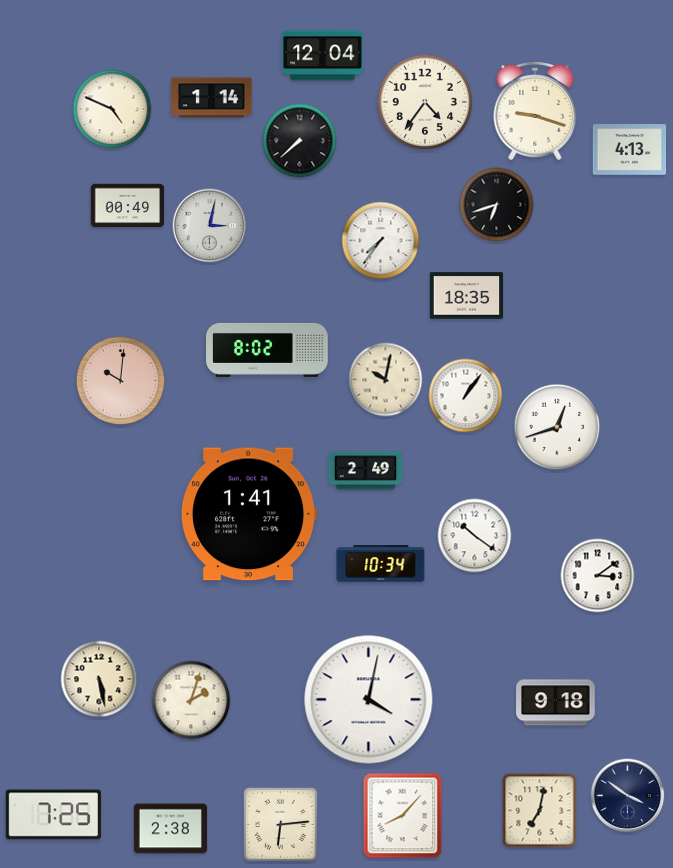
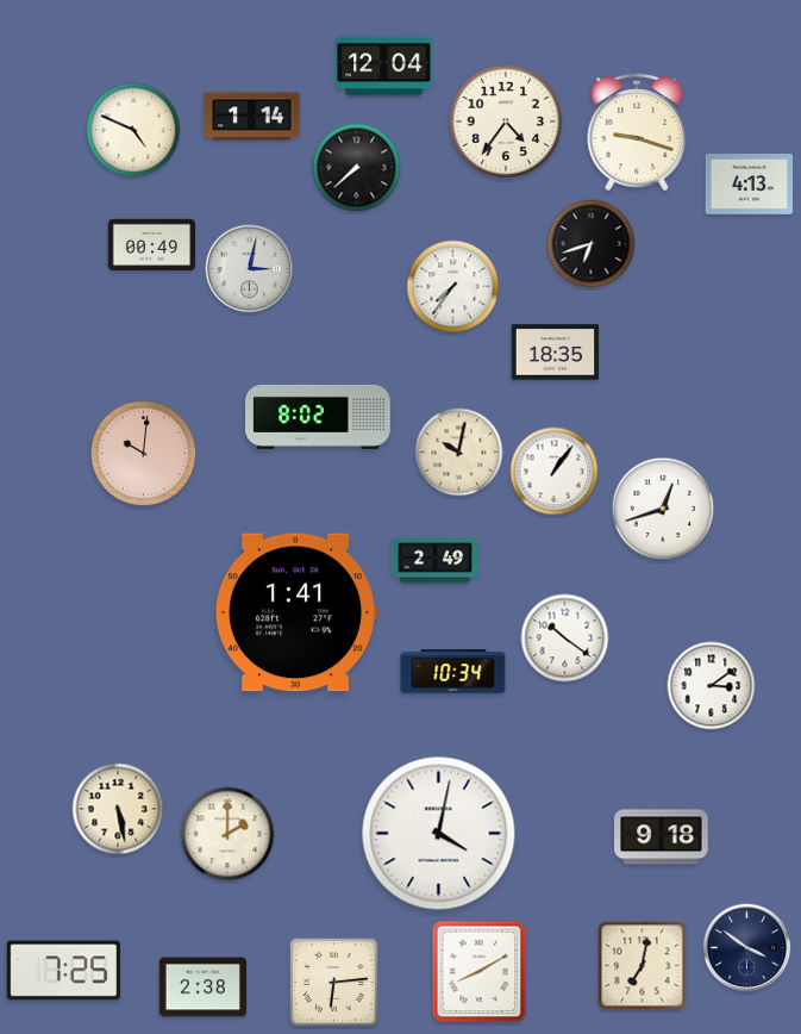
clock at (630, 150) position: (630, 150) -> (750, 185)
clock at (191, 700): 2:03 -> 2:00
clock at (403, 816): 8:07 -> 8:10
